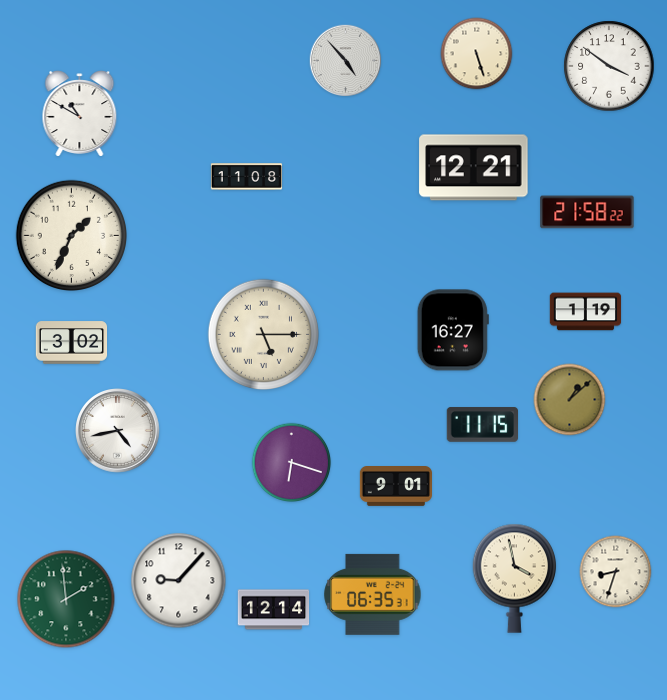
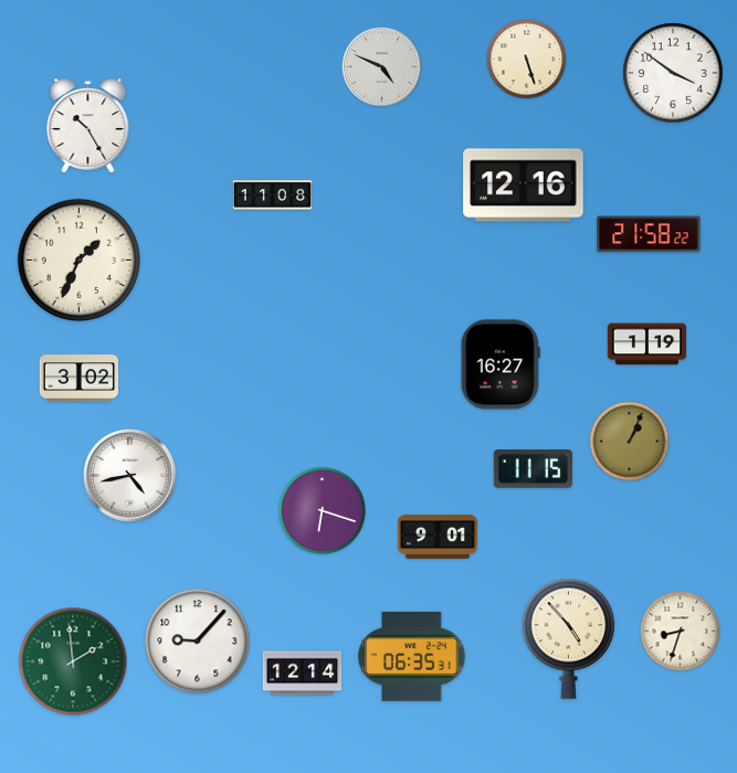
clock at (346, 61): 4:53 -> 4:49
clock at (80, 114): 10:50 -> 10:25
clock at (474, 168): 12:21 -> 12:16
clock at (263, 334): 5:15 -> none
clock at (570, 400): 1:08 -> 1:04
clock at (515, 578): 3:58 -> 4:53
